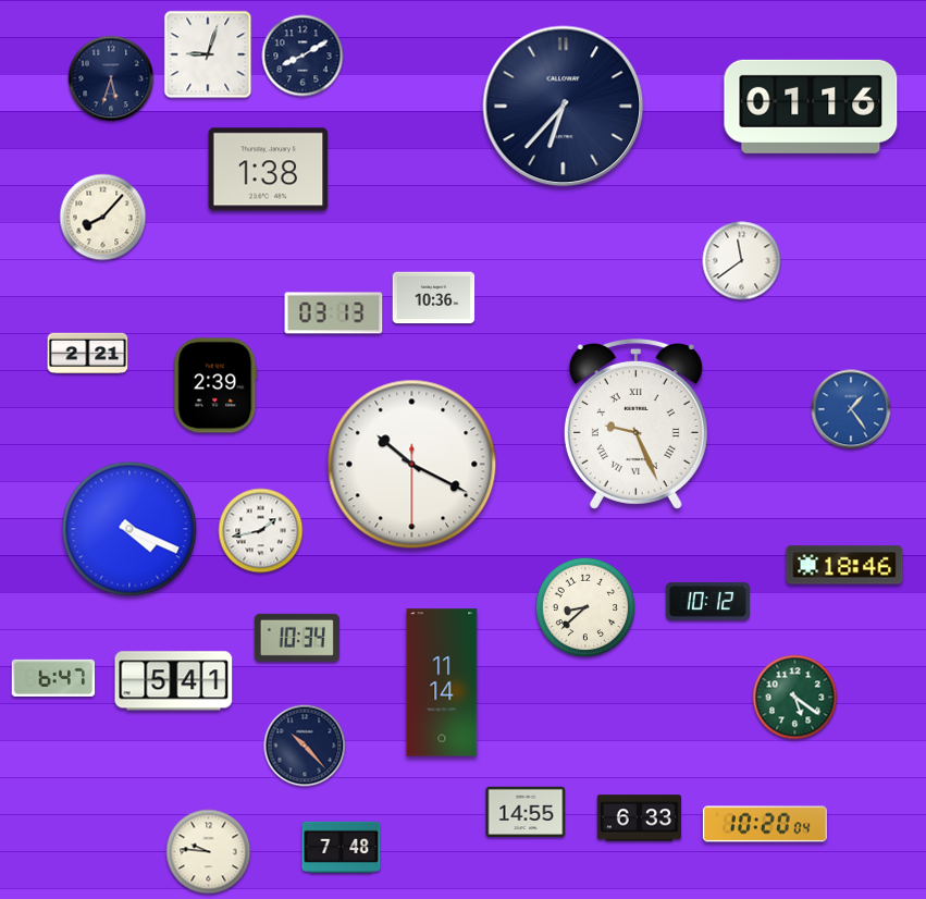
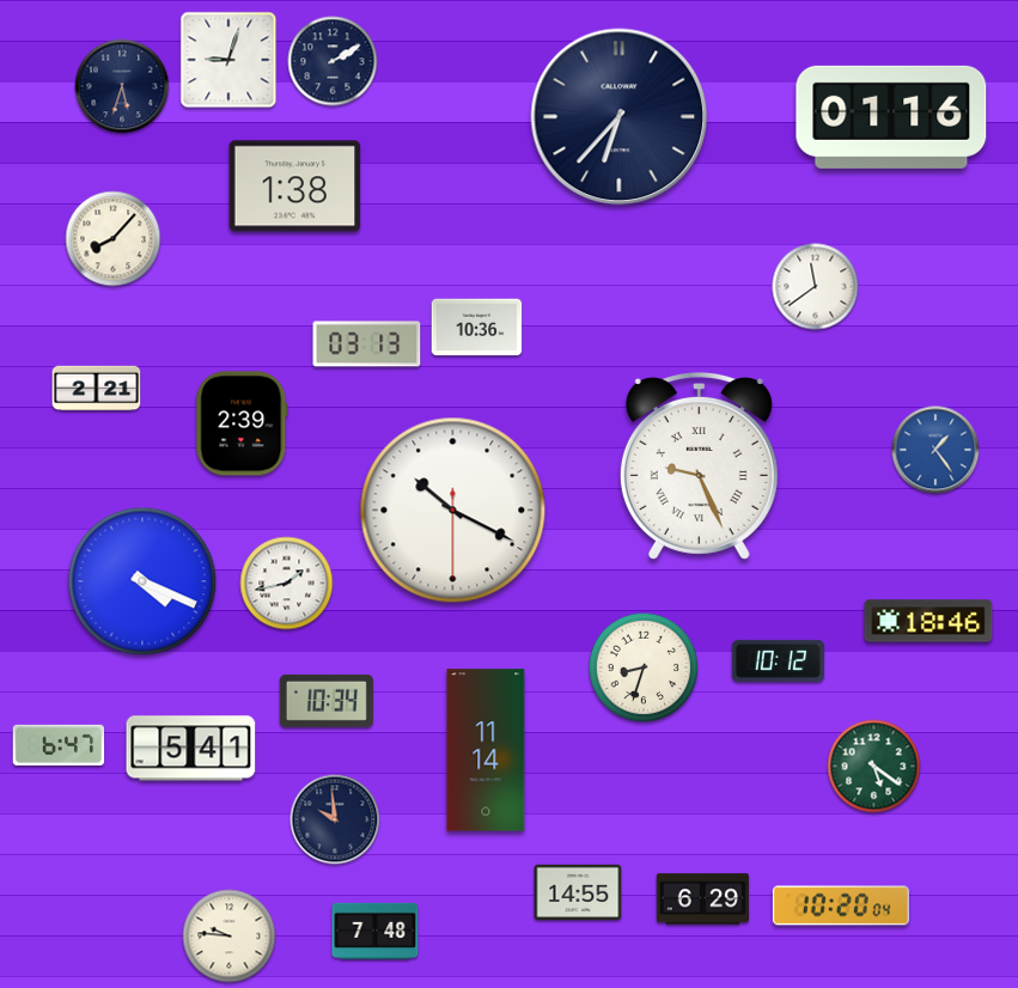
clock at (303, 56): 8:10 -> 2:10
clock at (215, 385) position: (215, 385) -> (242, 423)
clock at (585, 607): 8:38 -> 8:33
clock at (305, 746): 10:23 -> 9:59
clock at (639, 818): 6:33 -> 6:29
